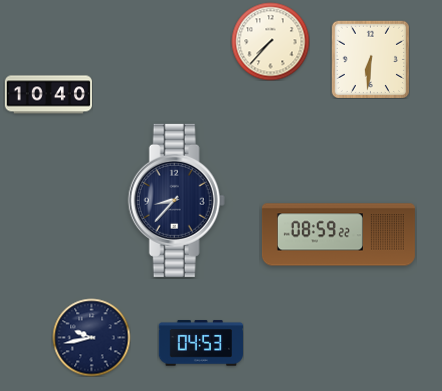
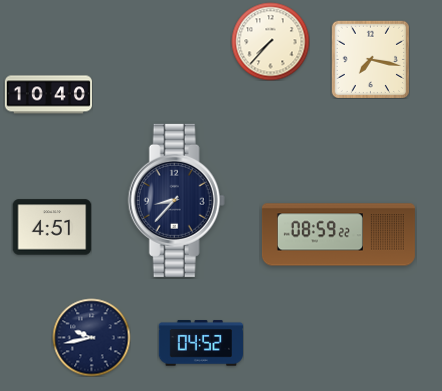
clock at (370, 59): 6:31 -> 7:17
clock at (52, 227): none -> 4:51
clock at (200, 343): 04:53 -> 04:52
